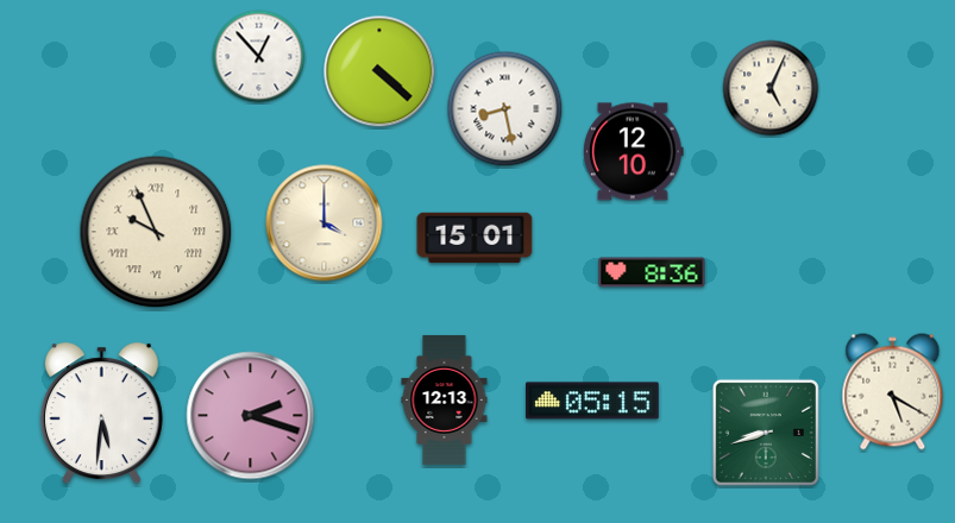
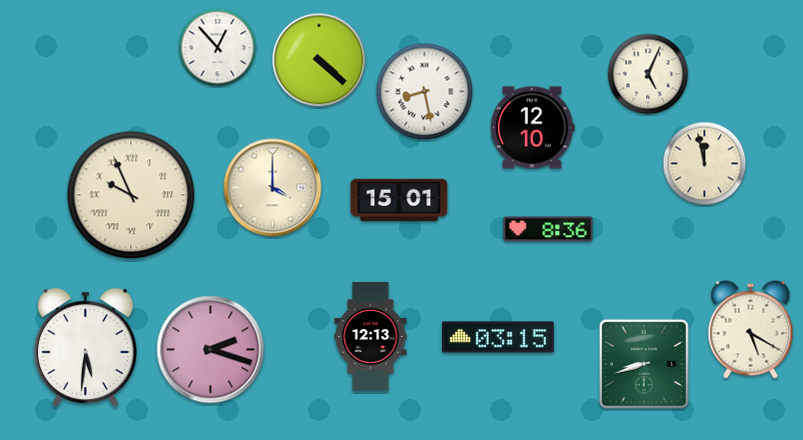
clock at (705, 164): none -> 11:58
clock at (445, 399) position: (445, 399) -> (371, 336)
clock at (593, 401): 05:15 -> 03:15
